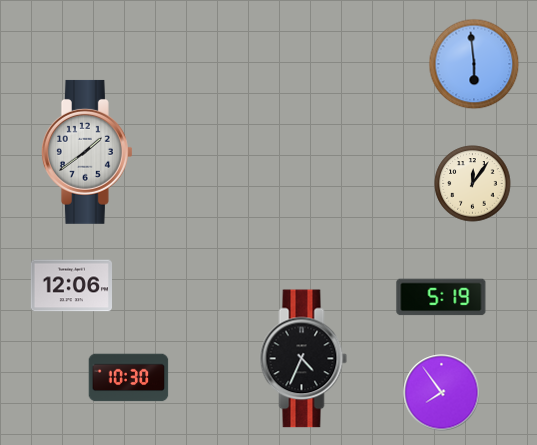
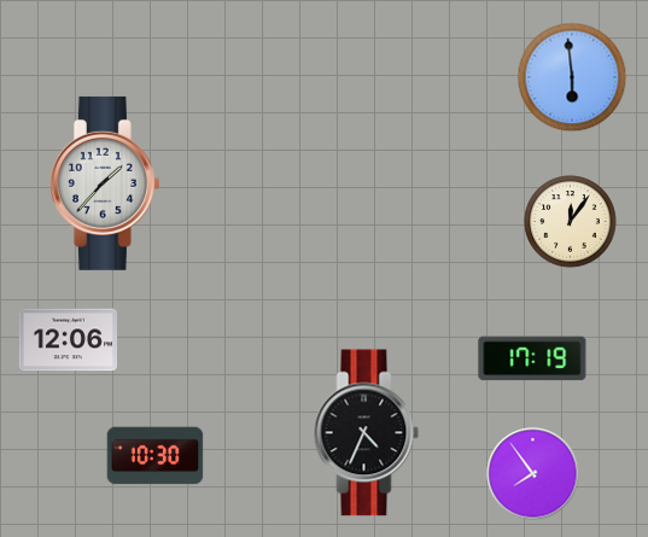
clock at (87, 152): 1:39 -> 1:37
clock at (71, 286) position: (71, 286) -> (68, 340)
clock at (441, 297): 5:19 -> 17:19
